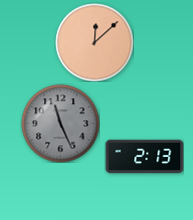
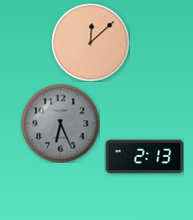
clock at (94, 42) position: (94, 42) -> (90, 42)
clock at (60, 123): 11:26 -> 6:26
